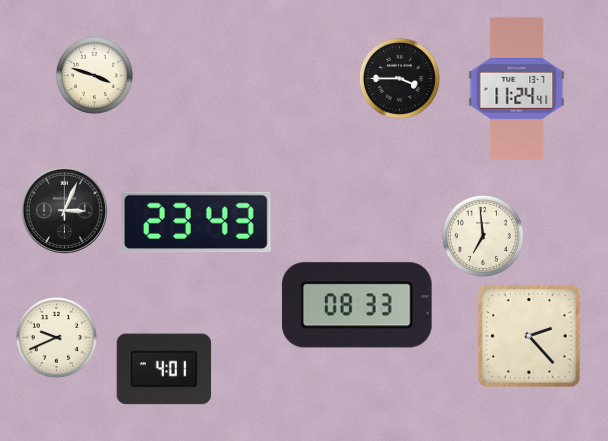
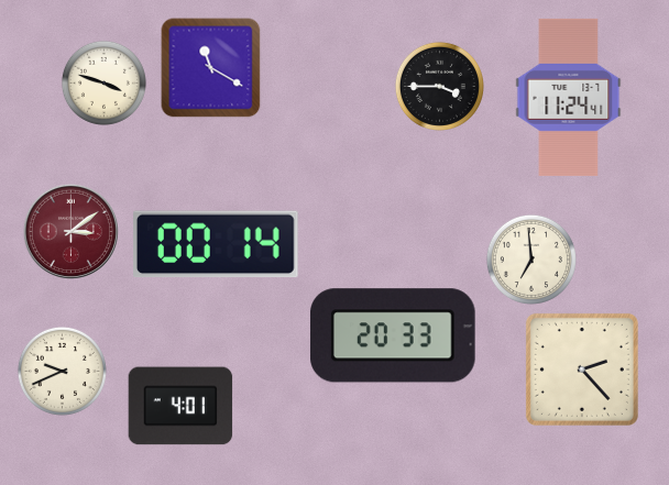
clock at (211, 68): none -> 11:20
clock at (64, 210): 3:04 -> 3:09
clock at (64, 210) dial: black -> burgundy
clock at (197, 222): 23:43 -> 00:14
clock at (357, 305): 08:33 -> 20:33
